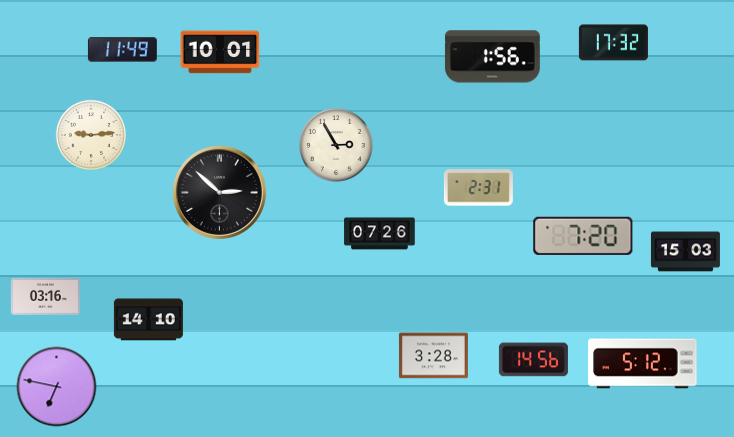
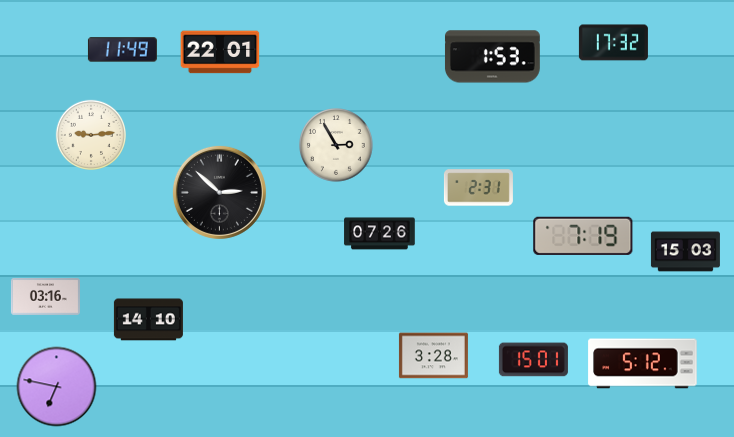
clock at (220, 52): 10:01 -> 22:01
clock at (492, 57): 1:56 -> 1:53
clock at (583, 236): 7:20 -> 7:19
clock at (533, 360): 14:56 -> 15:01
